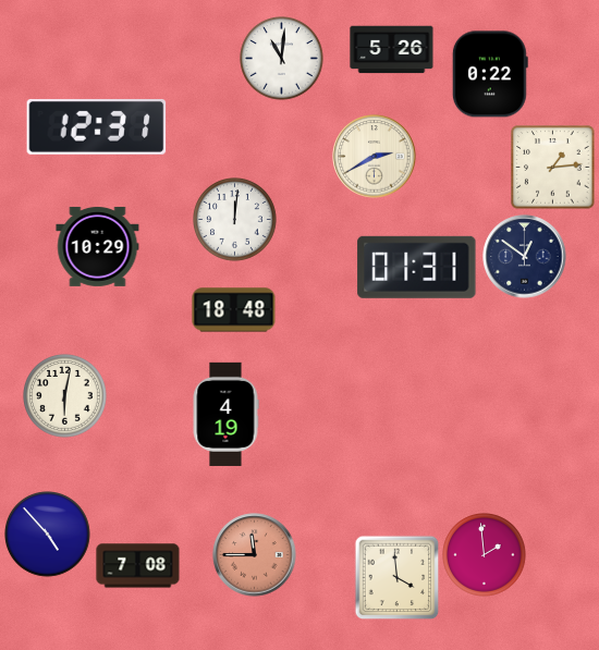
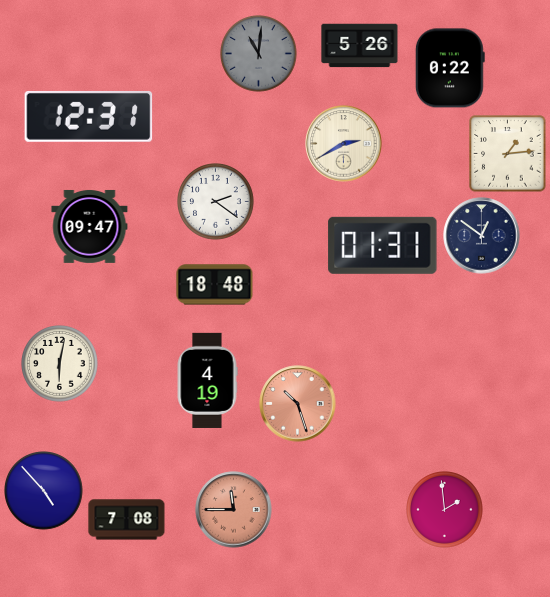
clock at (282, 59) dial: white -> grey
clock at (235, 220): 12:01 -> 2:21
clock at (98, 246): 10:29 -> 09:47
clock at (298, 404): none -> 10:27
clock at (396, 577): 3:59 -> none
